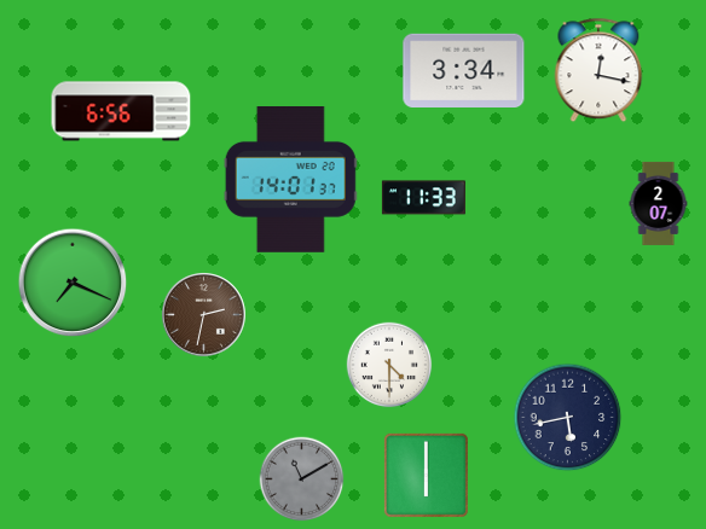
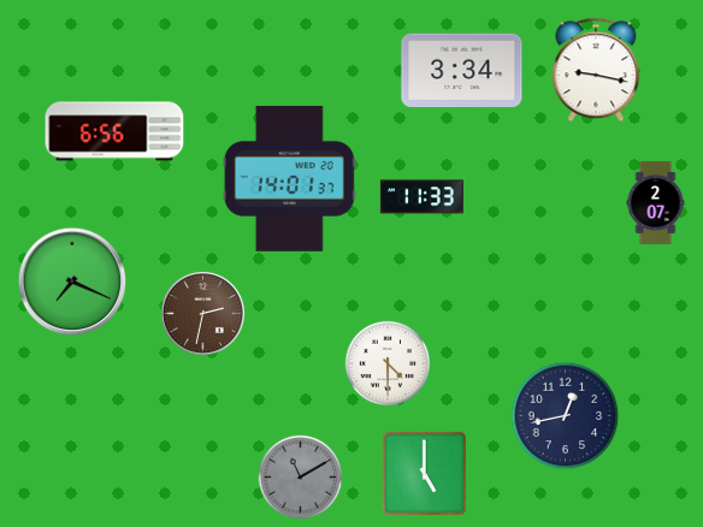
clock at (598, 70): 12:17 -> 9:17
clock at (121, 111) position: (121, 111) -> (114, 131)
clock at (568, 418): 5:43 -> 12:43
clock at (426, 475): 6:00 -> 5:00
